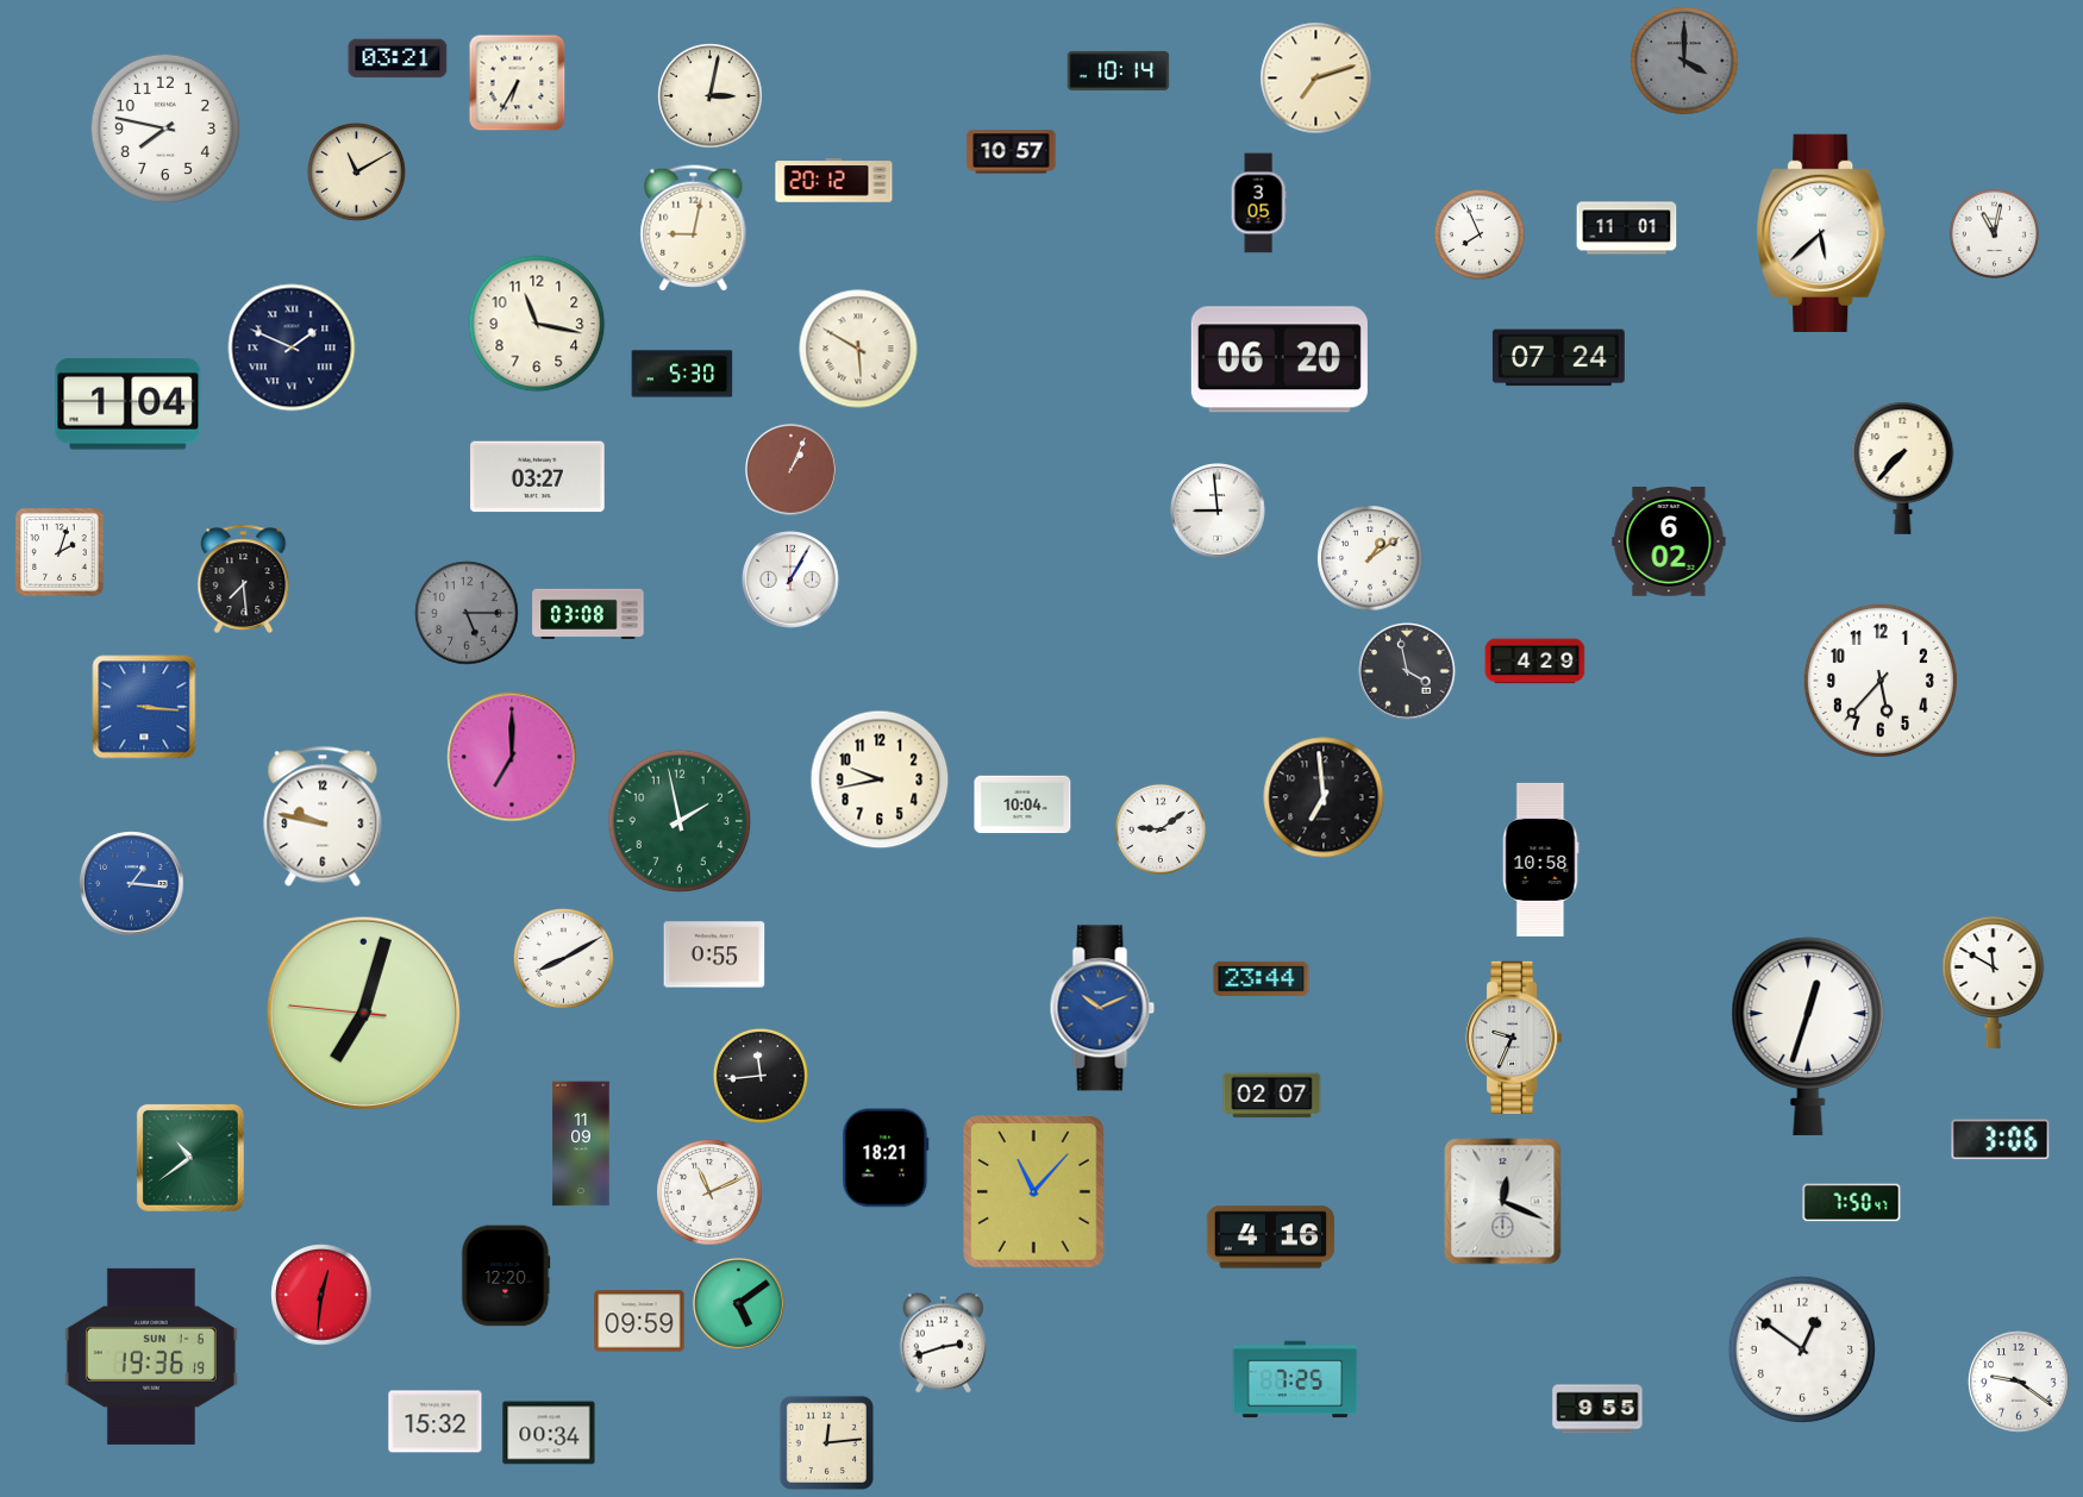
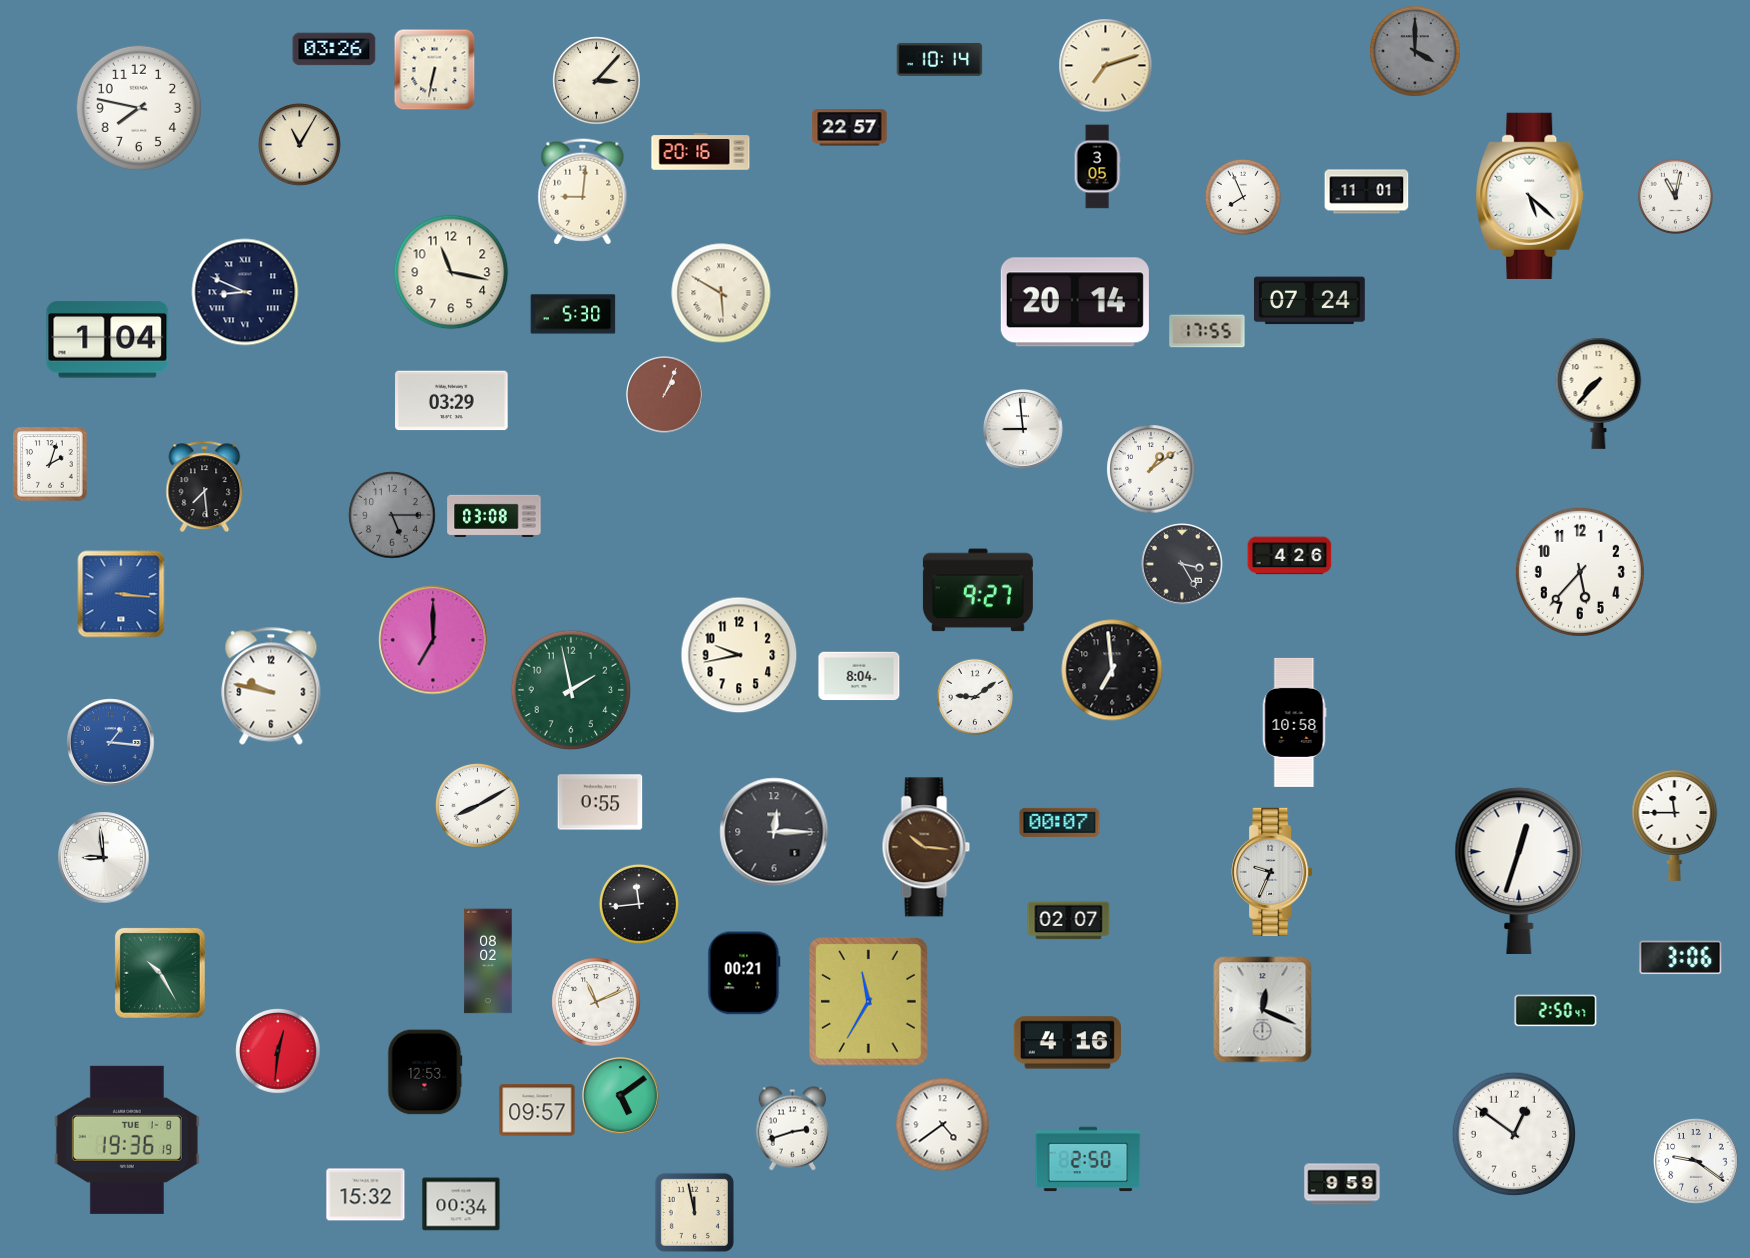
clock at (398, 58): 03:21 -> 03:26
clock at (518, 83): 6:35 -> 6:32
clock at (711, 96): 3:02 -> 3:07
clock at (1012, 152): 10:57 -> 22:57
clock at (357, 173): 11:10 -> 11:05
clock at (834, 181): 20:12 -> 20:16
clock at (1258, 203) position: (1258, 203) -> (1097, 167)
clock at (694, 228): 9:02 -> 9:01
clock at (1821, 233): 5:38 -> 5:22
clock at (292, 347): 1:49 -> 8:49
clock at (1280, 359): 06:20 -> 20:14
clock at (1207, 331): none -> 17:55
clock at (538, 477): 03:27 -> 03:29
clock at (1669, 543): 6:02 -> none
clock at (790, 580): 1:05 -> none
clock at (1535, 662): 4:29 -> 4:26
clock at (1407, 671): 3:58 -> 3:25
clock at (978, 590): none -> 9:27
clock at (512, 757) position: (512, 757) -> (433, 640)
clock at (1022, 804): 10:04 -> 8:04
clock at (564, 959) position: (564, 959) -> (478, 806)
clock at (1262, 978): 23:44 -> 00:07
clock at (1994, 982): 11:50 -> 11:45
clock at (774, 832): none -> 12:15
clock at (1102, 1008): 10:11 -> 10:16
clock at (1102, 1008) dial: blue -> brown
clock at (364, 1014): 7:02 -> none
clock at (104, 858): none -> 8:59
clock at (581, 1144): 11:09 -> 08:02
clock at (190, 1158): 10:39 -> 10:25
clock at (886, 1158): 18:21 -> 00:21
clock at (1034, 1192): 11:07 -> 11:35
clock at (1852, 1203): 7:50 -> 2:50
clock at (1270, 1238) position: (1270, 1238) -> (1067, 1043)
clock at (506, 1276): 12:20 -> 12:53
clock at (321, 1295) position: (321, 1295) -> (278, 1051)
clock at (639, 1321): 09:59 -> 09:57
clock at (943, 1125): none -> 4:39
clock at (151, 1357) date: SUN 1-6 -> TUE 1-8
clock at (1295, 1379): 7:25 -> 2:50
clock at (1597, 1409): 9:55 -> 9:59
clock at (826, 1442): 12:14 -> 11:58
